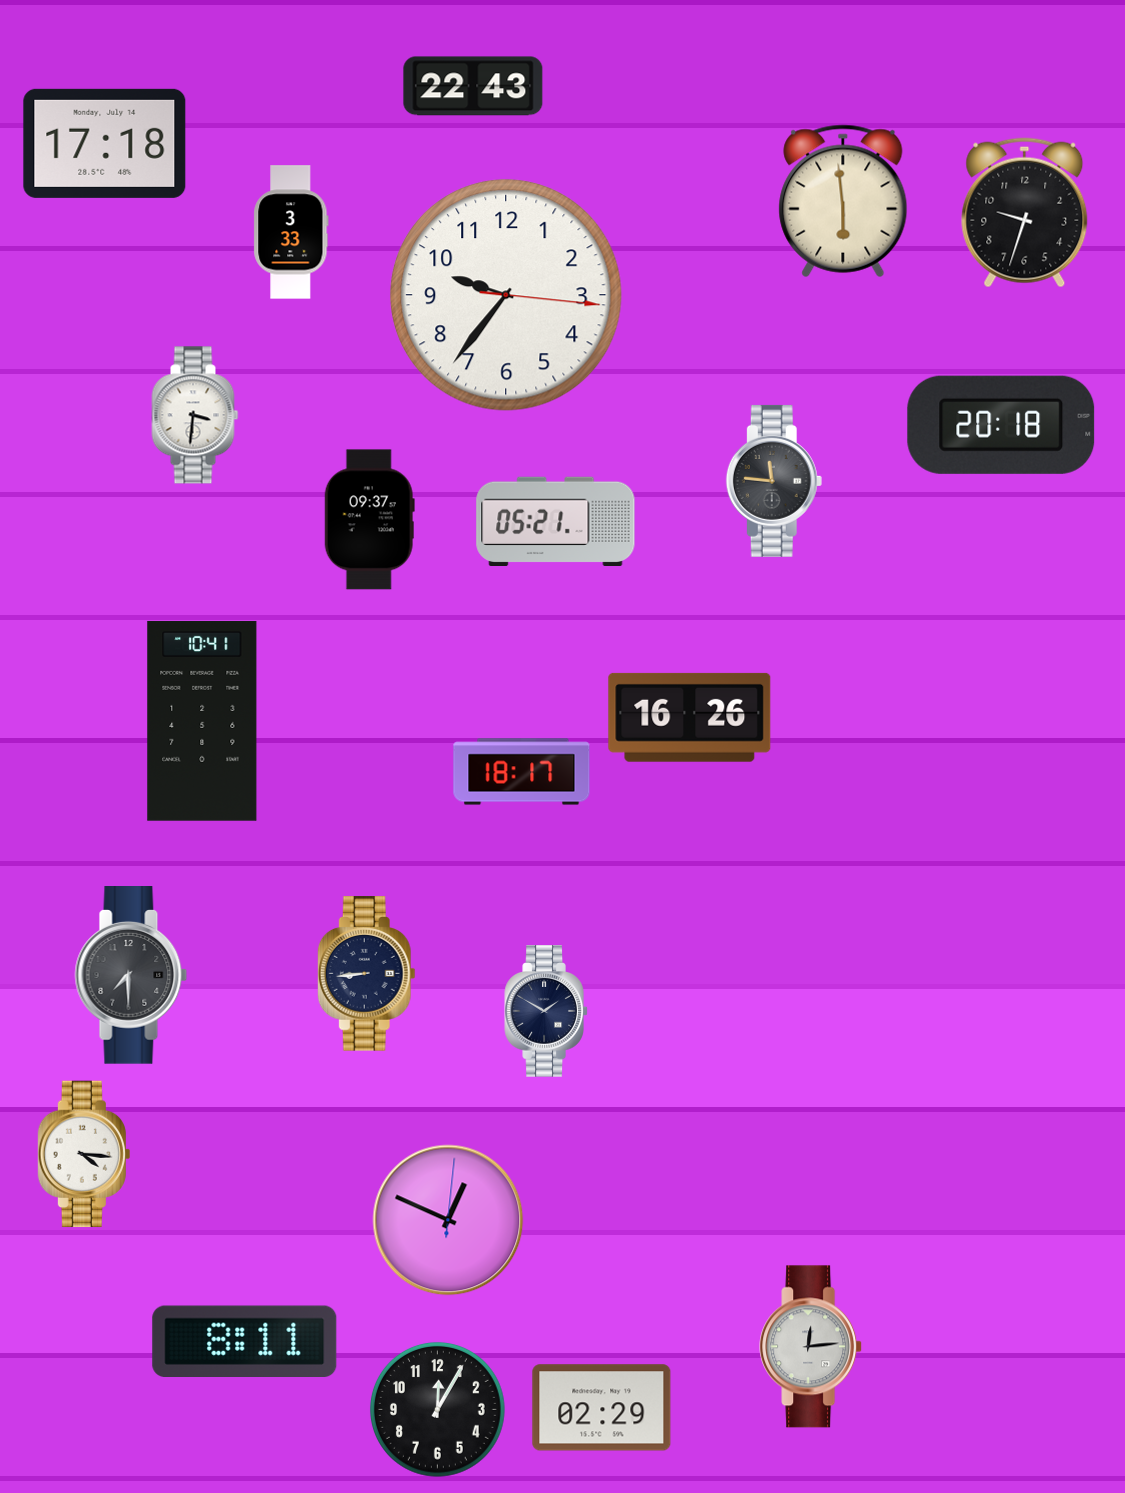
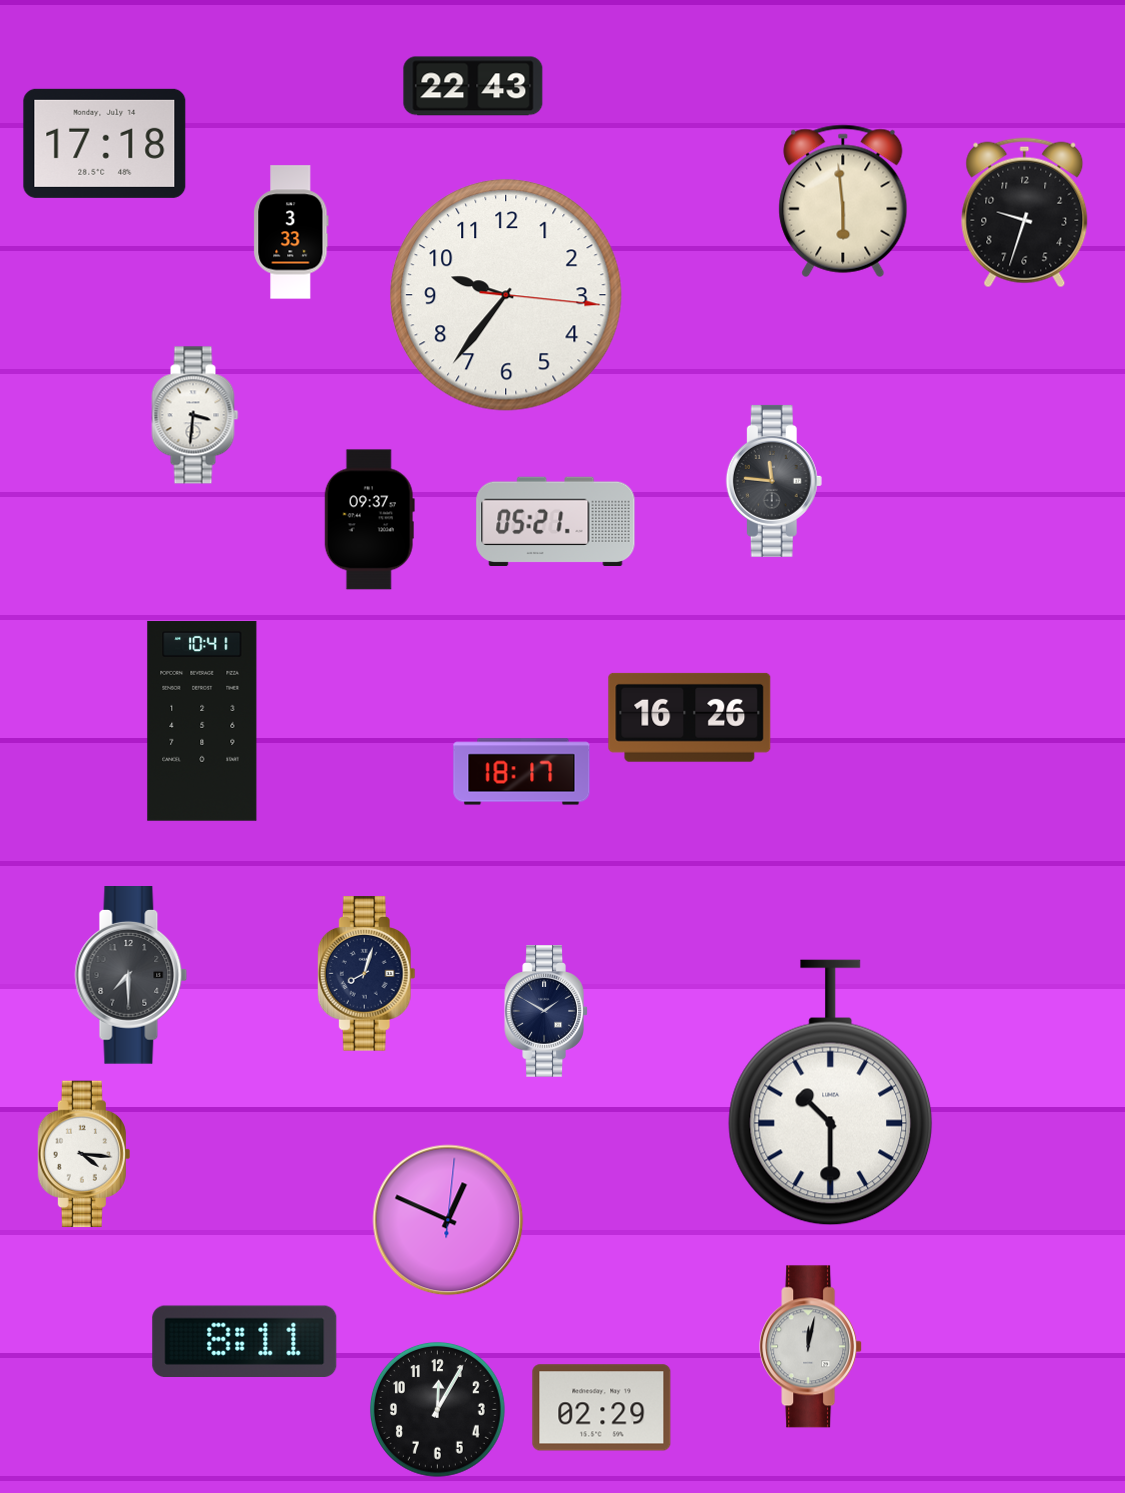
clock at (1001, 425): 20:18 -> none
clock at (366, 974): 8:44 -> 8:03
clock at (831, 1093): none -> 10:30
clock at (811, 1347): 12:14 -> 12:02
